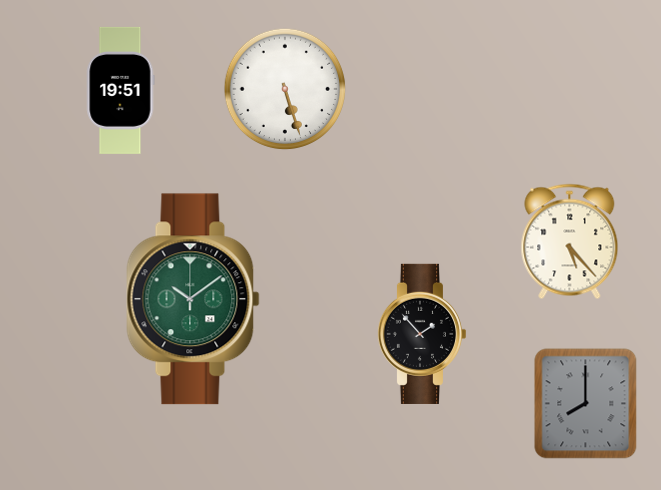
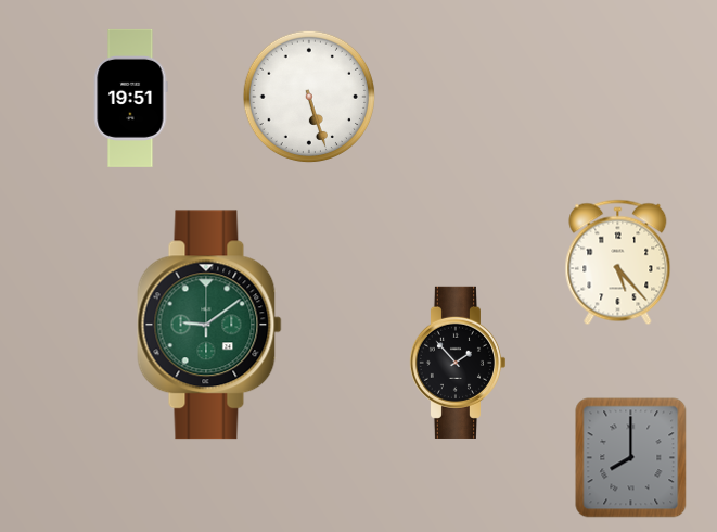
clock at (193, 299): 10:09 -> 9:09
clock at (586, 404) position: (586, 404) -> (631, 458)
